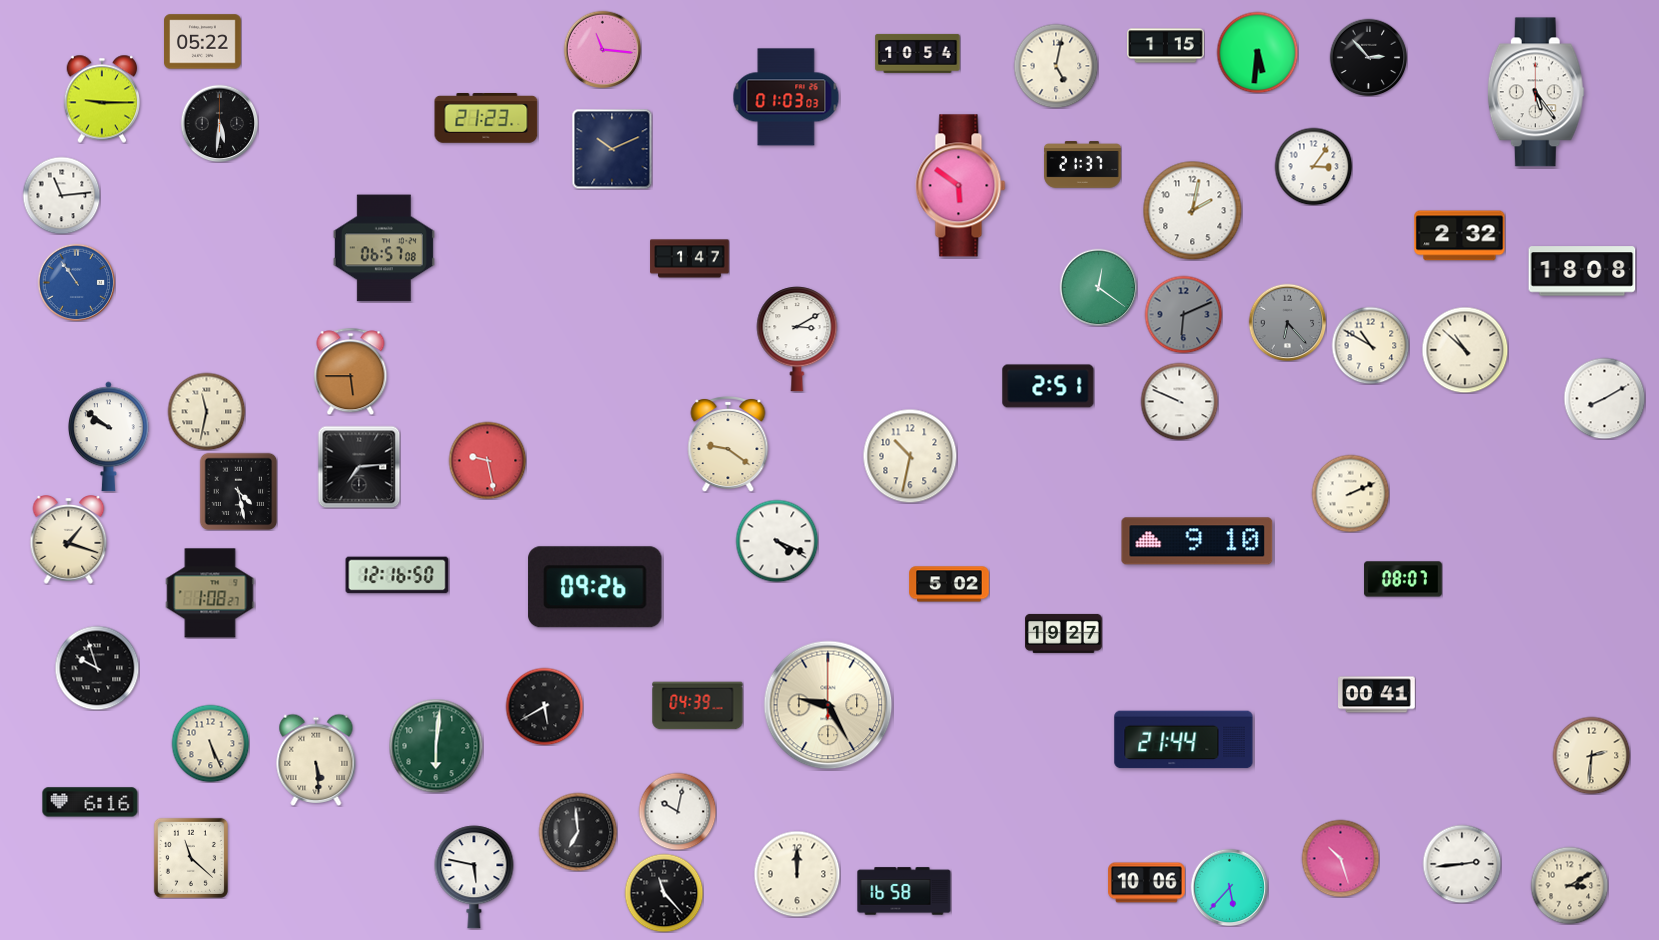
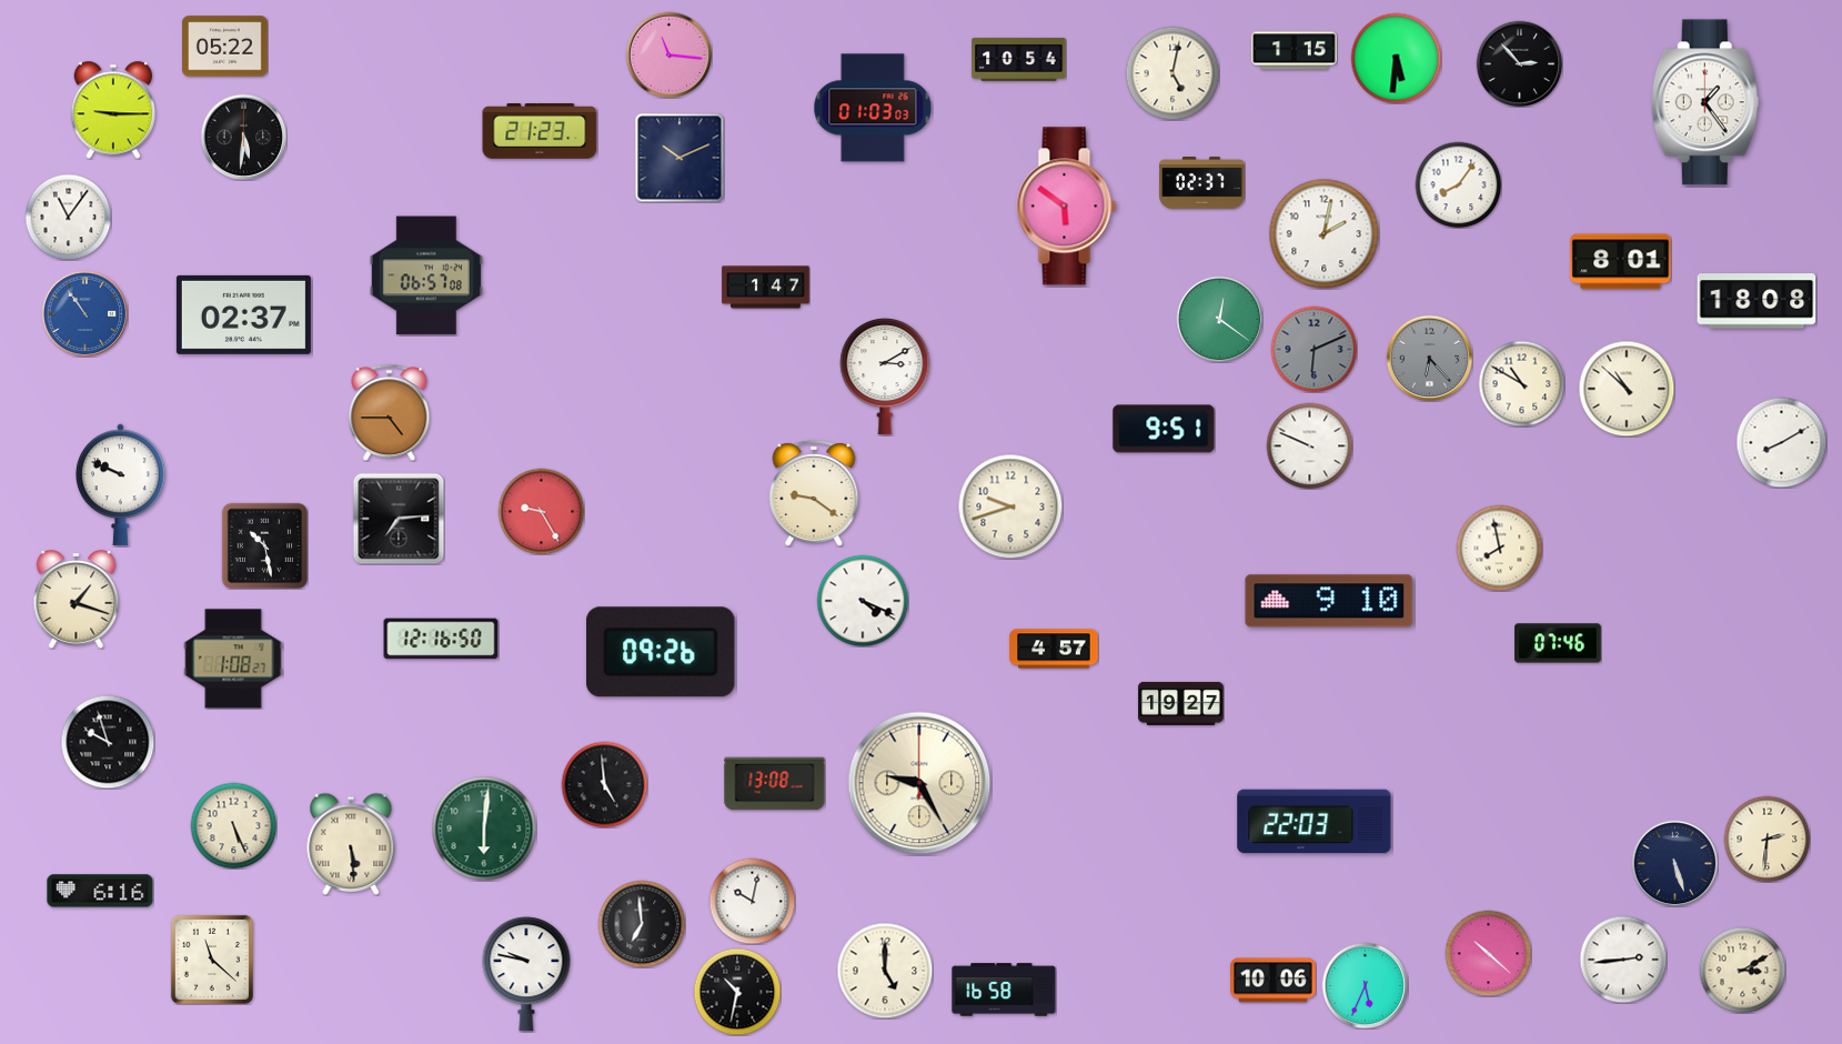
clock at (1536, 92): 5:24 -> 1:24
clock at (612, 149) position: (612, 149) -> (680, 158)
clock at (1083, 165): 21:37 -> 02:37
clock at (1313, 166): 3:06 -> 8:06
clock at (61, 195): 11:14 -> 11:06
clock at (1460, 236): 2:32 -> 8:01
clock at (243, 314): none -> 02:37
clock at (351, 371): 5:45 -> 4:45
clock at (1048, 386): 2:51 -> 9:51
clock at (206, 411): 11:32 -> none
clock at (109, 437): 9:51 -> 9:49
clock at (728, 445) position: (728, 445) -> (814, 494)
clock at (910, 456): 10:32 -> 9:42
clock at (487, 460): 9:28 -> 9:25
clock at (238, 491): 4:28 -> 10:28
clock at (1350, 493): 2:11 -> 7:58
clock at (1403, 579): 08:07 -> 07:46
clock at (949, 584): 5:02 -> 4:57
clock at (1377, 695): 00:41 -> none
clock at (544, 706): 5:40 -> 4:59
clock at (698, 706): 04:39 -> 13:08
clock at (1184, 740): 21:44 -> 22:03
clock at (1674, 863): none -> 5:27
clock at (191, 858) position: (191, 858) -> (212, 960)
clock at (1340, 858): 10:27 -> 10:22
clock at (797, 874): 12:00 -> 5:00
clock at (474, 877): 5:47 -> 9:47
clock at (1569, 885) position: (1569, 885) -> (1742, 970)
clock at (1229, 887): 5:37 -> 5:34
clock at (664, 893): 11:23 -> 10:32
